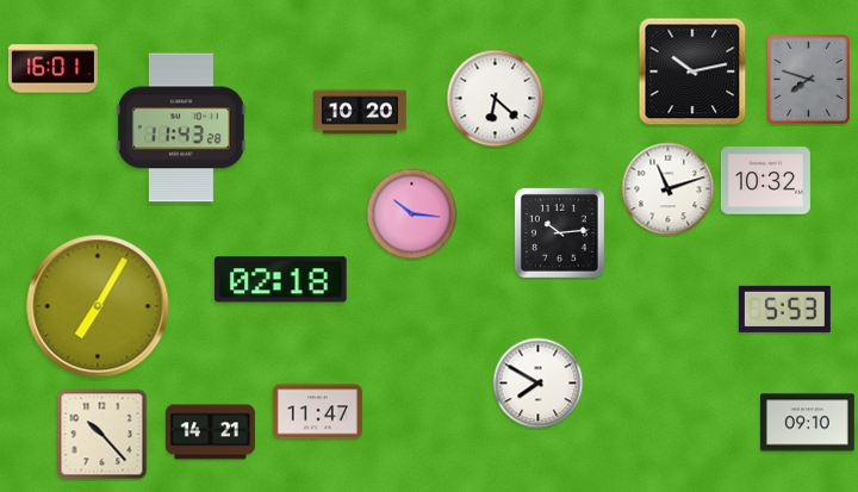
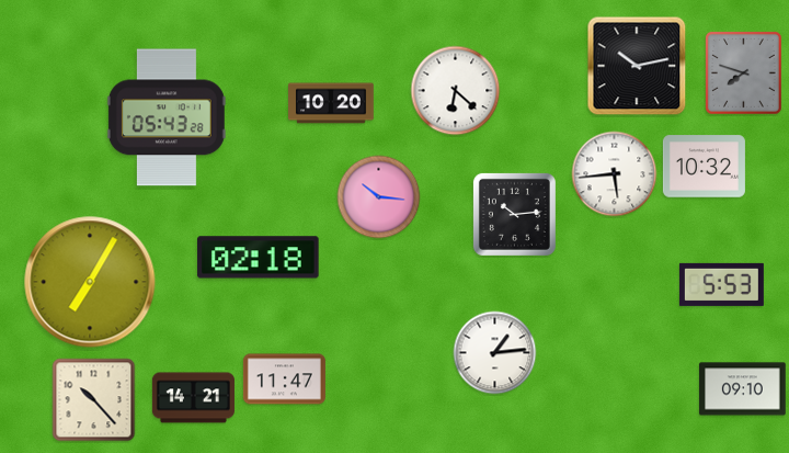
clock at (52, 69): 16:01 -> none
clock at (181, 127): 11:43 -> 05:43
clock at (669, 189): 11:12 -> 5:44
clock at (539, 384): 7:50 -> 1:14
clock at (317, 412) position: (317, 412) -> (284, 380)
